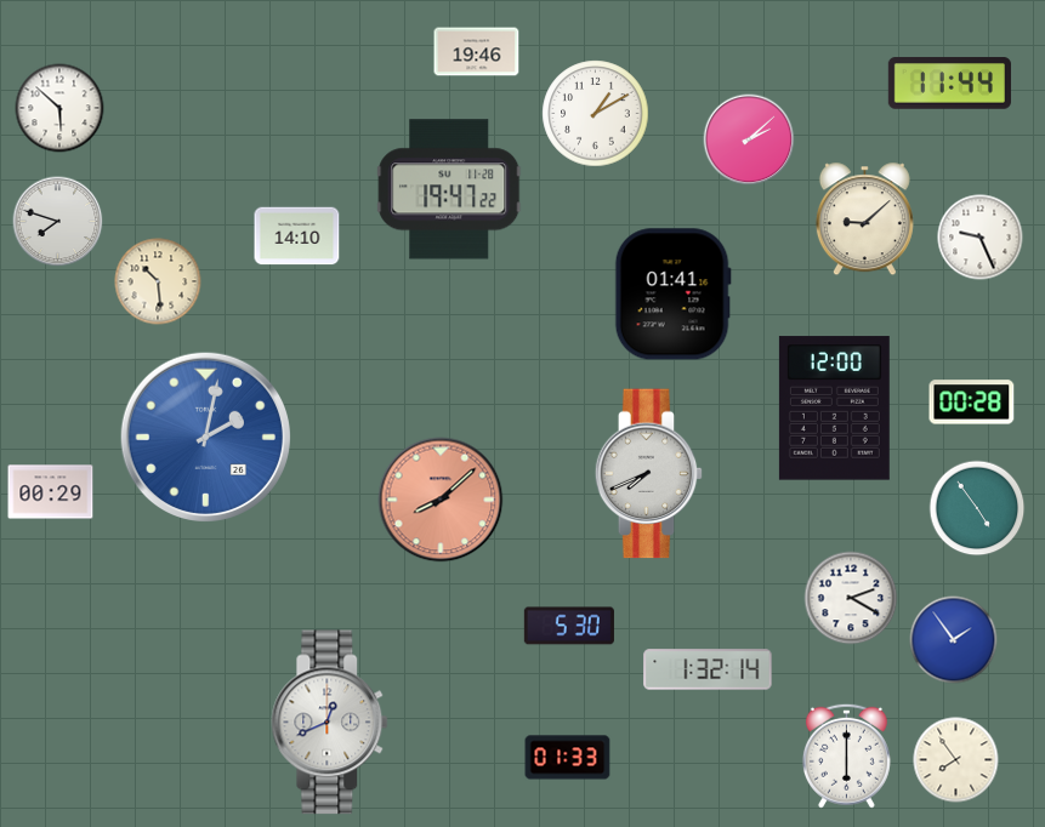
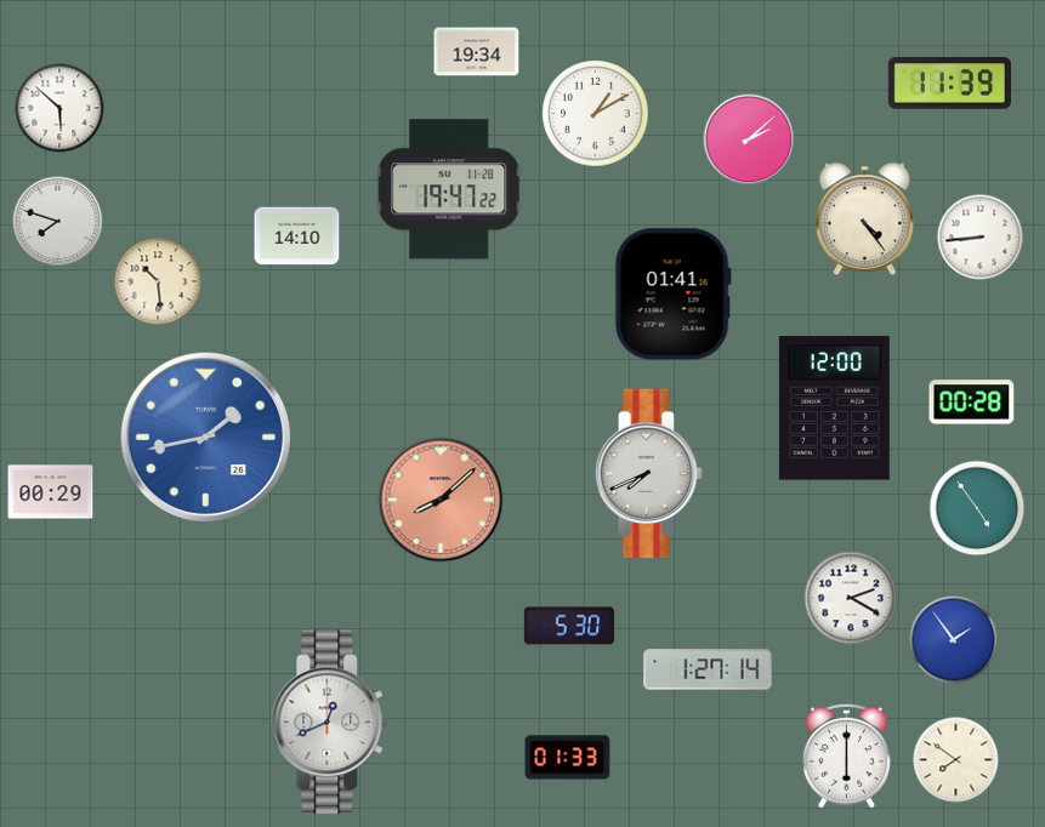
clock at (477, 52): 19:46 -> 19:34
clock at (949, 84): 11:44 -> 11:39
clock at (864, 219): 9:08 -> 4:24
clock at (981, 238): 9:26 -> 8:44
clock at (205, 437): 2:02 -> 1:43
clock at (708, 669): 1:32 -> 1:27
clock at (956, 760): 7:54 -> 7:51
